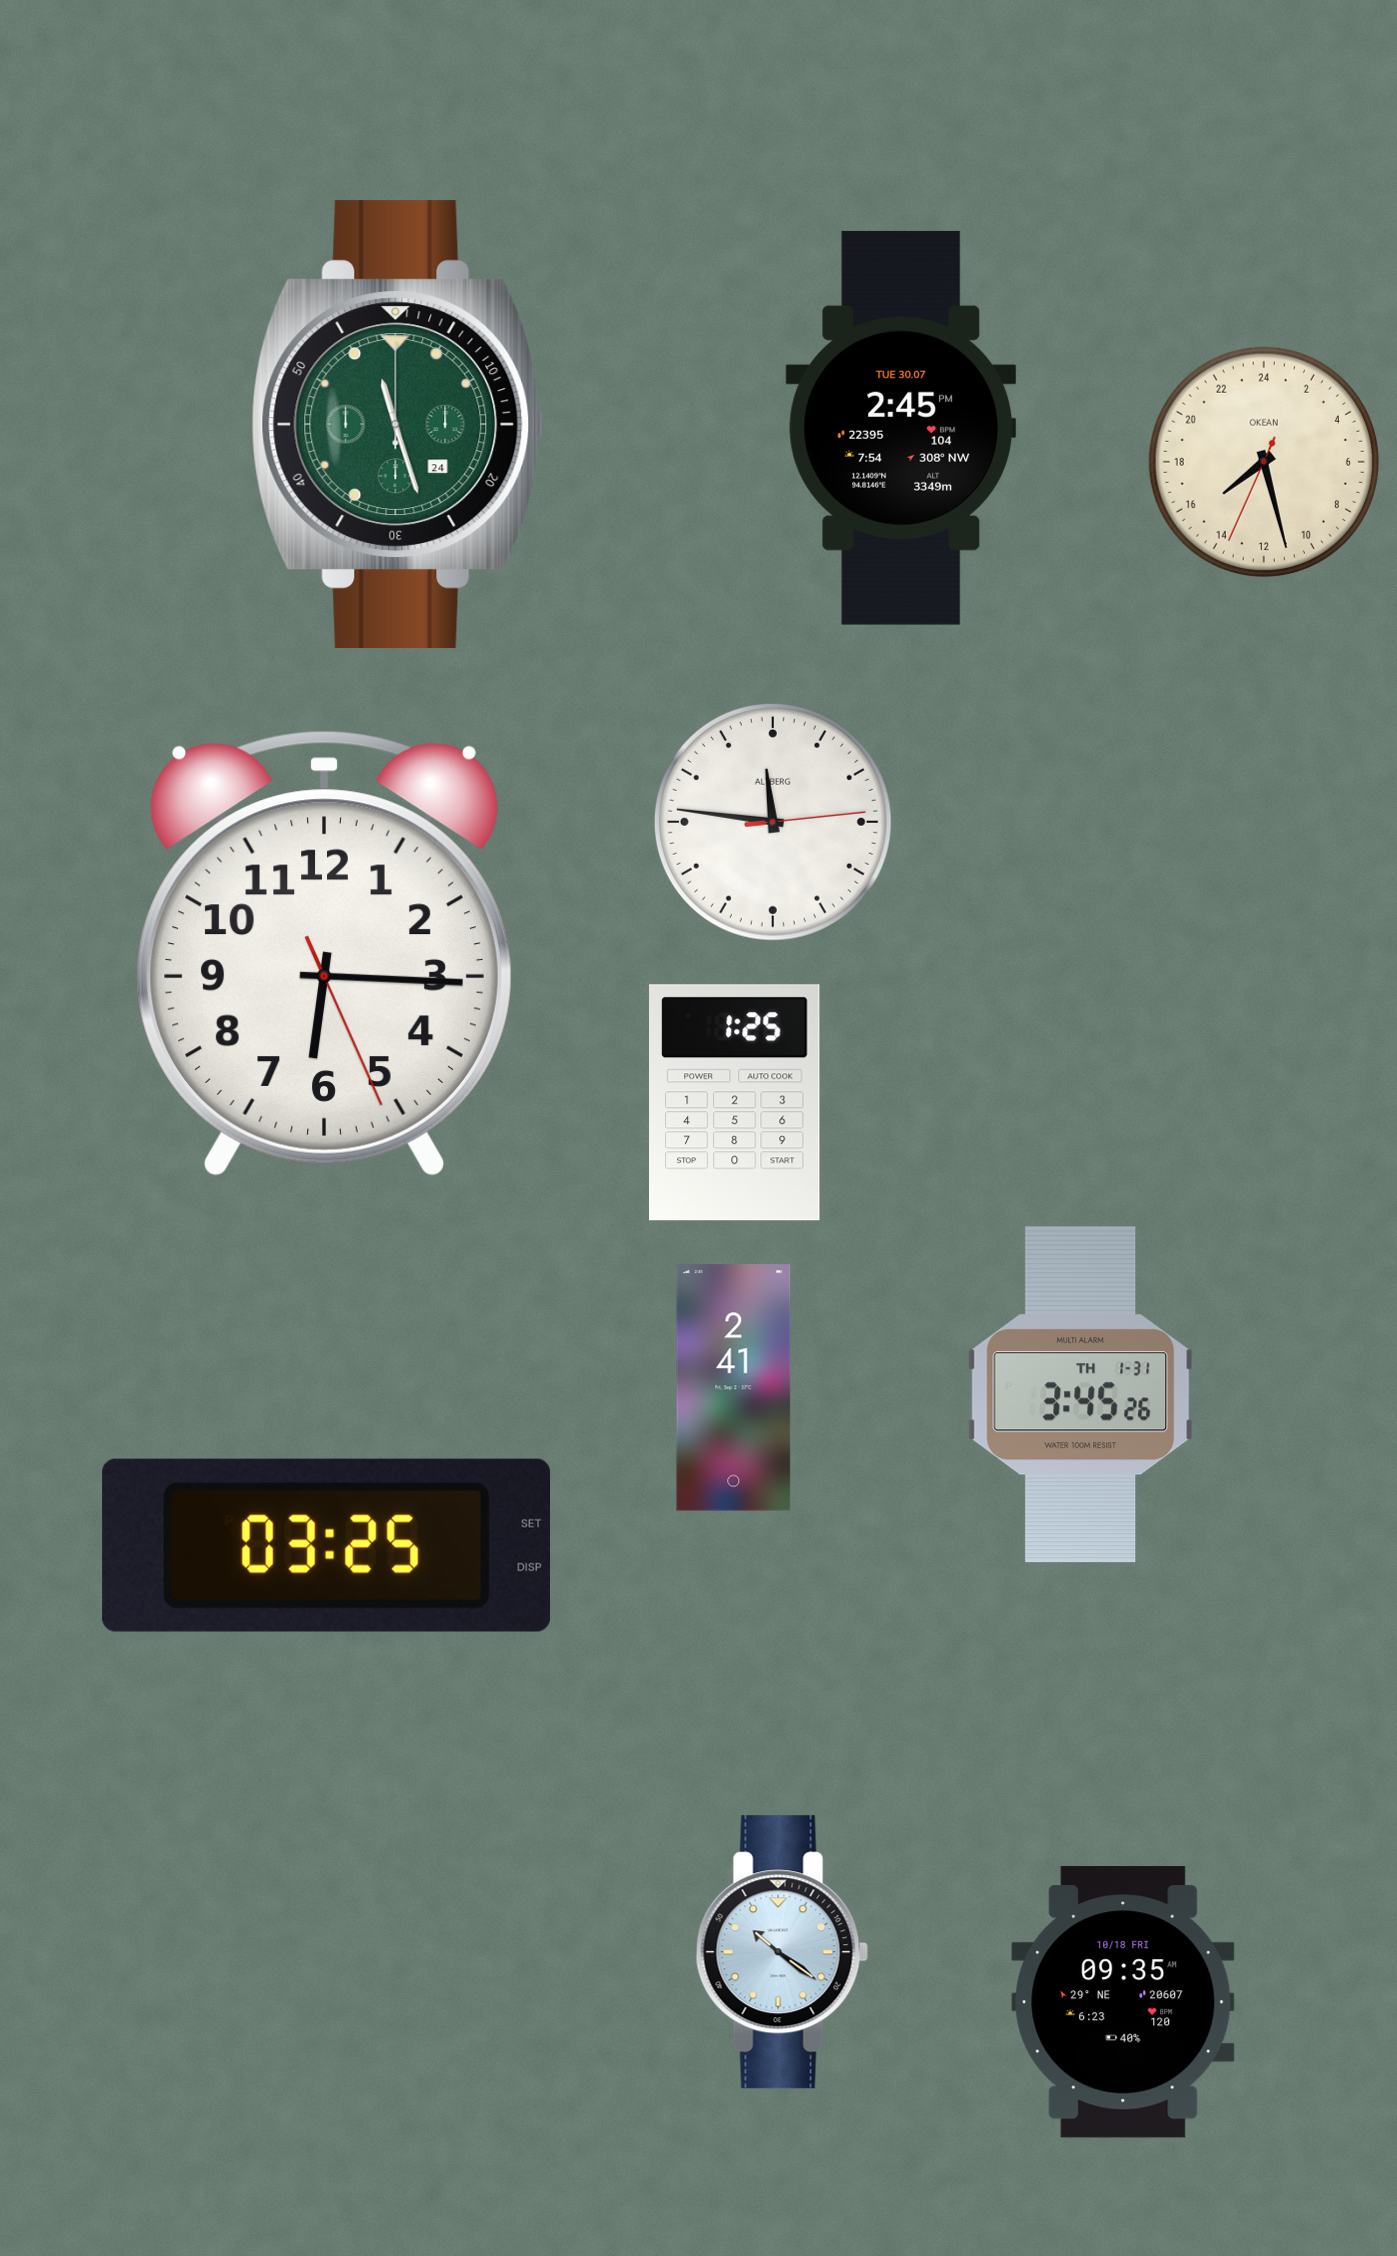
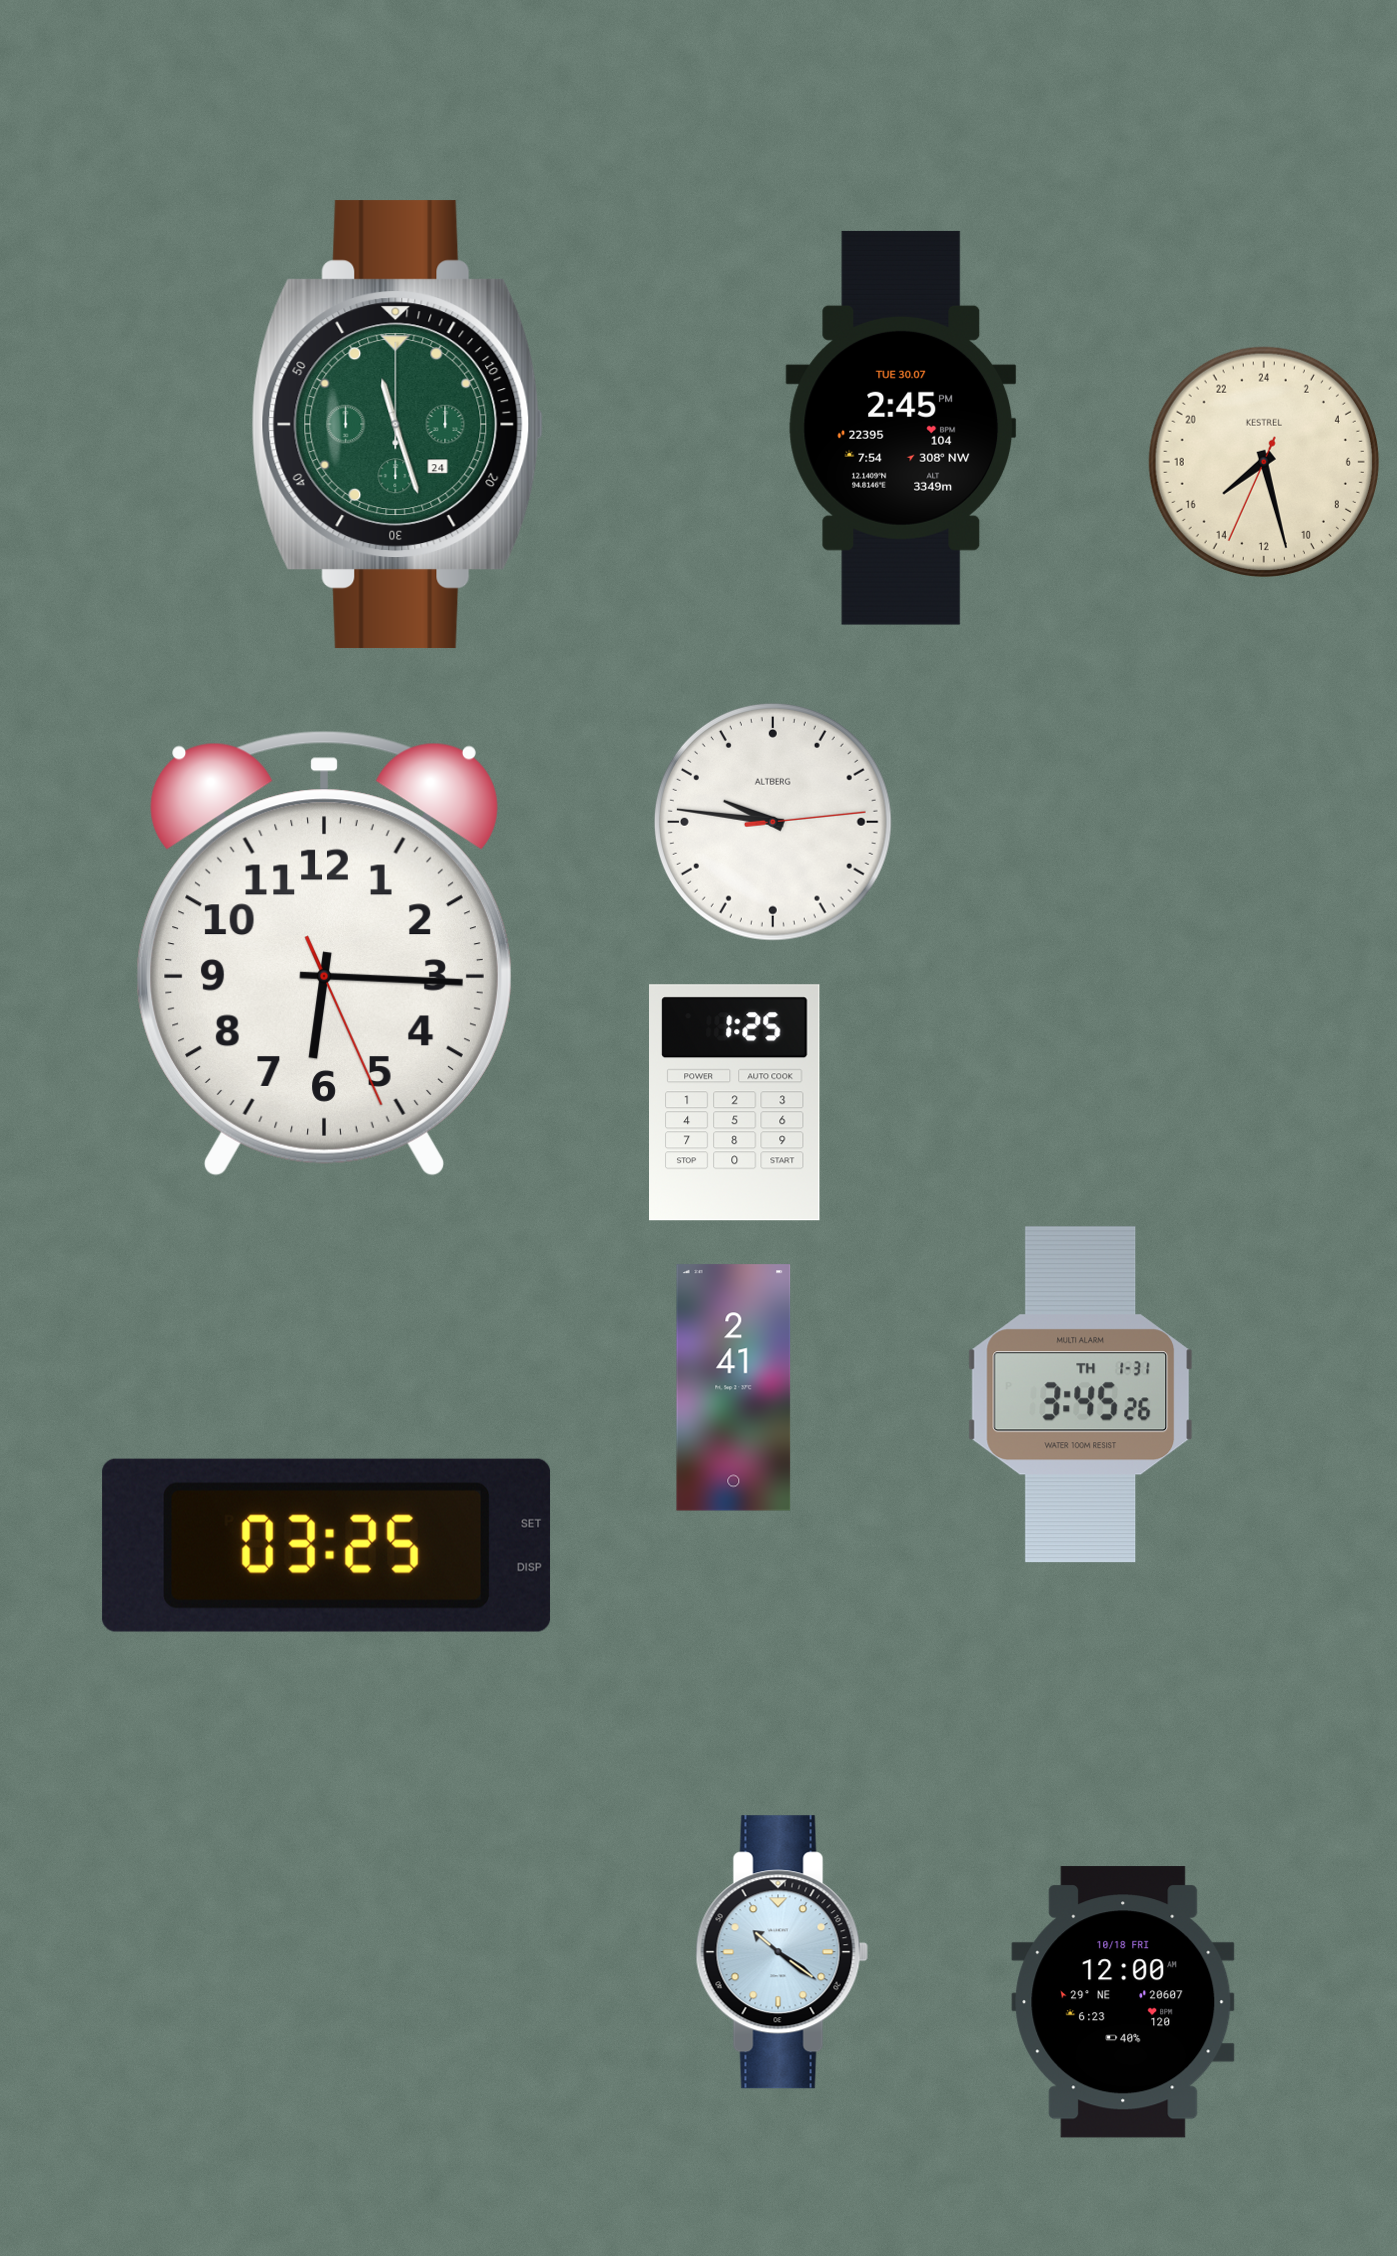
clock at (1264, 462) brand: OKEAN -> KESTREL
clock at (773, 822): 11:46 -> 9:46
clock at (1123, 2002): 09:35 -> 12:00
